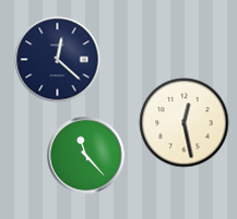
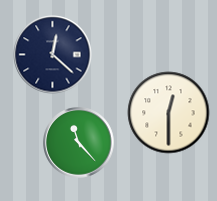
clock at (185, 123): 12:28 -> 12:30
